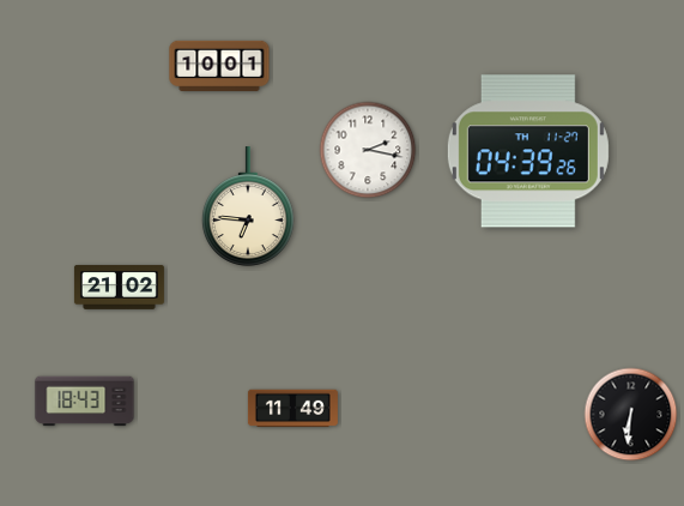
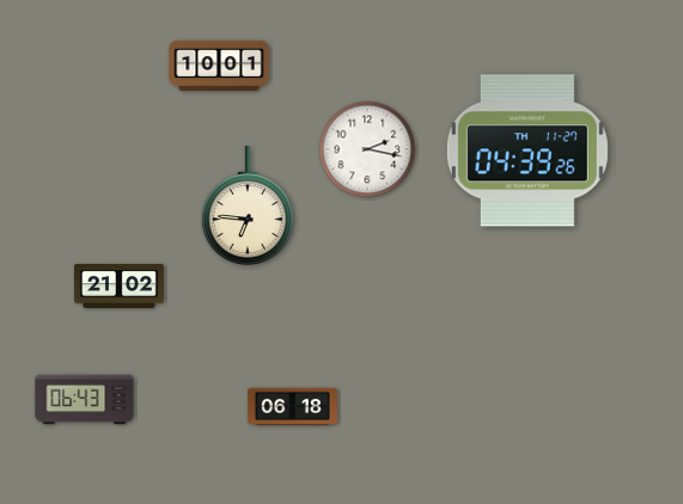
clock at (85, 402): 18:43 -> 06:43
clock at (292, 409): 11:49 -> 06:18
clock at (631, 415): 6:31 -> none
